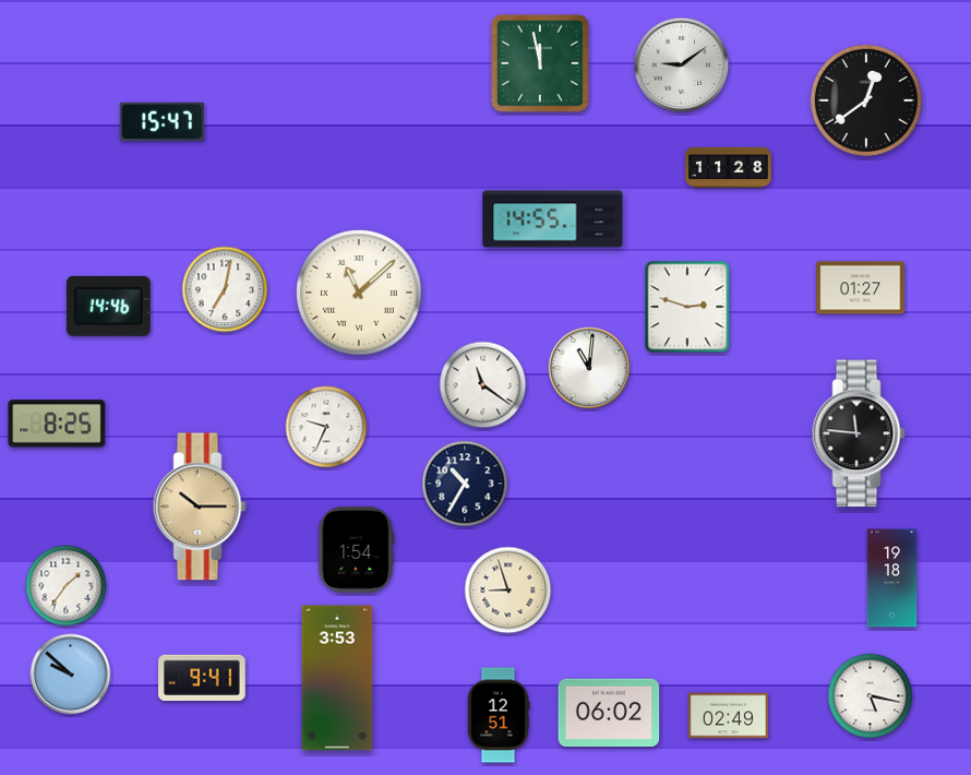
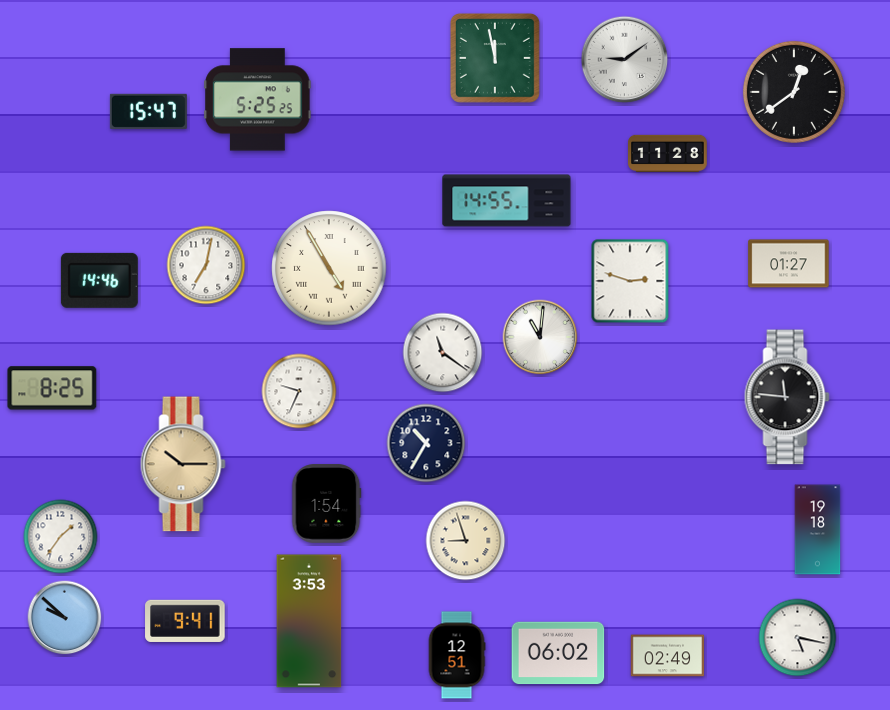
clock at (258, 100): none -> 5:25
clock at (359, 293): 11:08 -> 4:55
